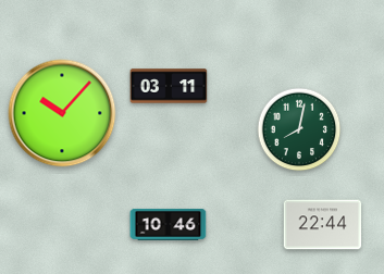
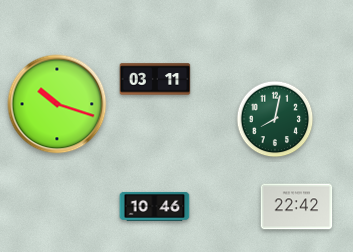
clock at (62, 113): 10:07 -> 10:18
clock at (323, 225): 22:44 -> 22:42
